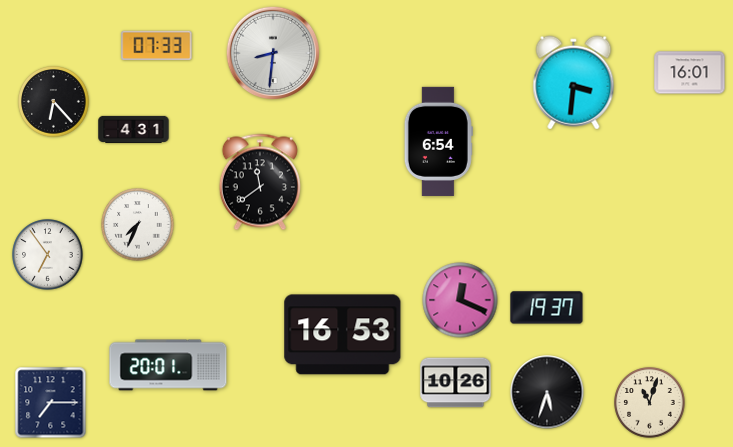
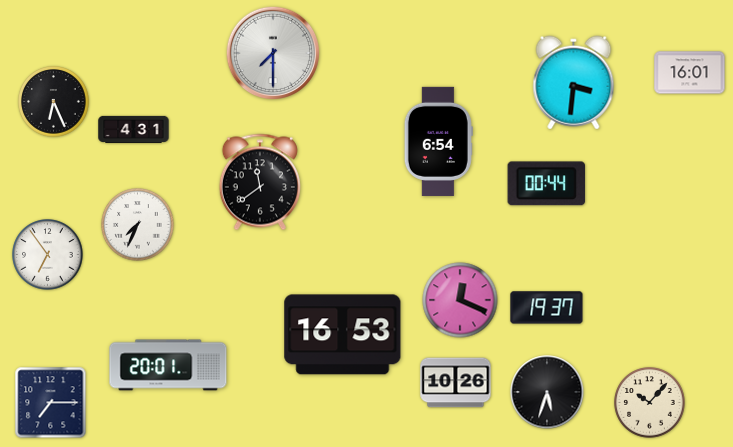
clock at (157, 45): 07:33 -> none
clock at (273, 53): 8:31 -> 7:30
clock at (54, 102): 6:23 -> 6:26
clock at (547, 184): none -> 00:44
clock at (650, 403): 11:03 -> 10:07
